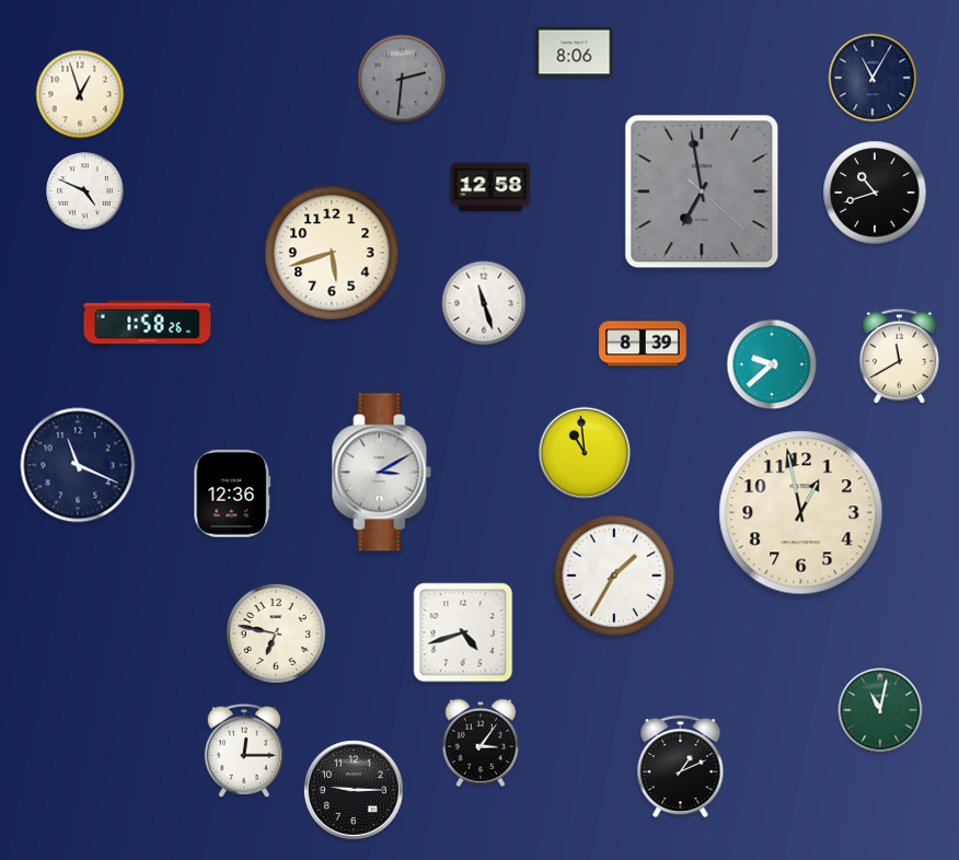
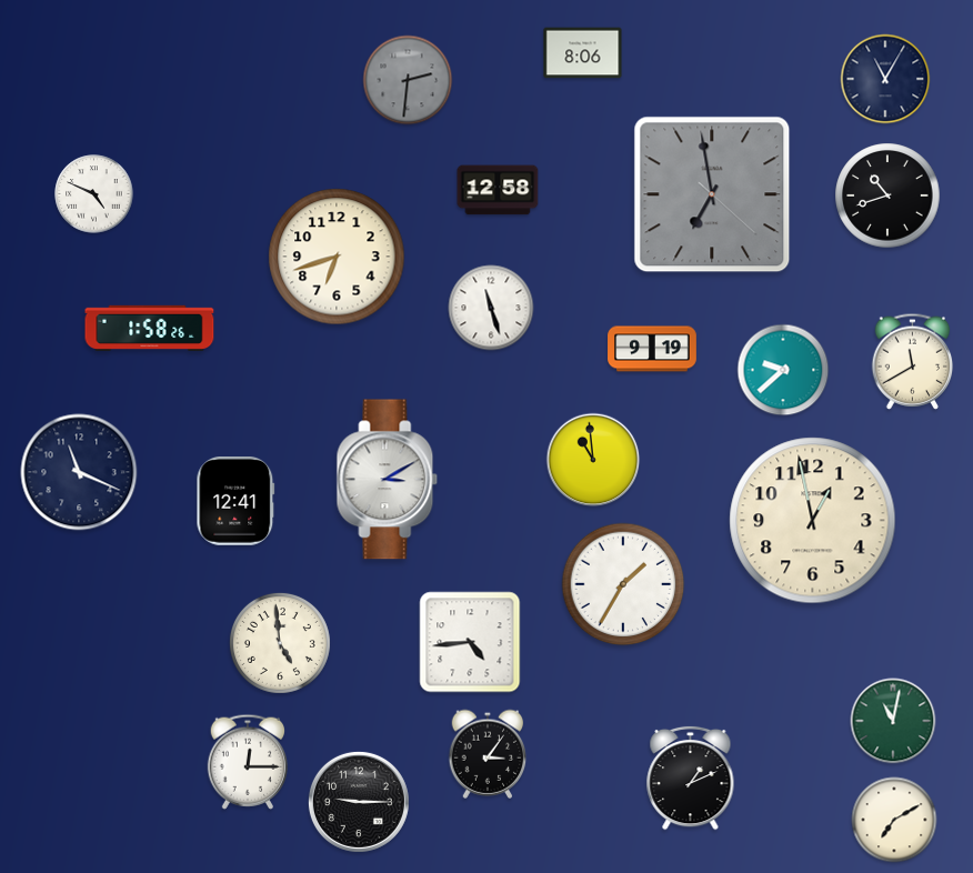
clock at (80, 94): 12:57 -> none
clock at (85, 191) position: (85, 191) -> (94, 194)
clock at (332, 253): 5:42 -> 6:42
clock at (643, 344): 8:39 -> 9:19
clock at (232, 495): 12:36 -> 12:41
clock at (463, 632): 4:42 -> 4:44
clock at (276, 634): 6:47 -> 4:59
clock at (894, 820): none -> 7:10
